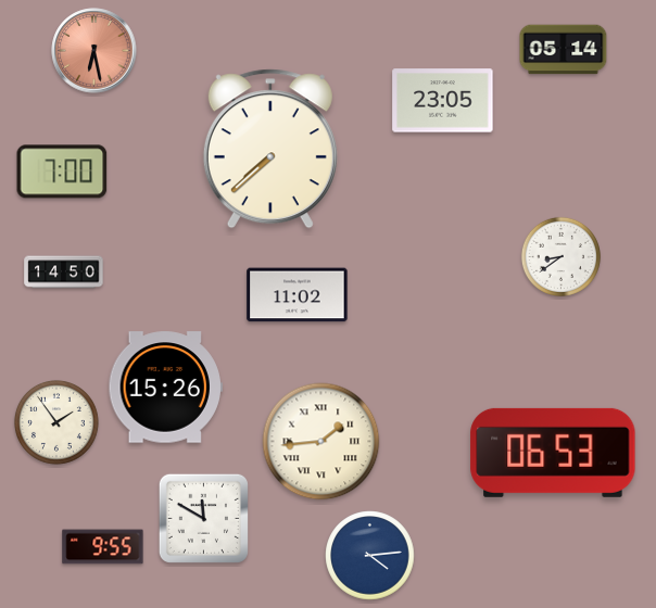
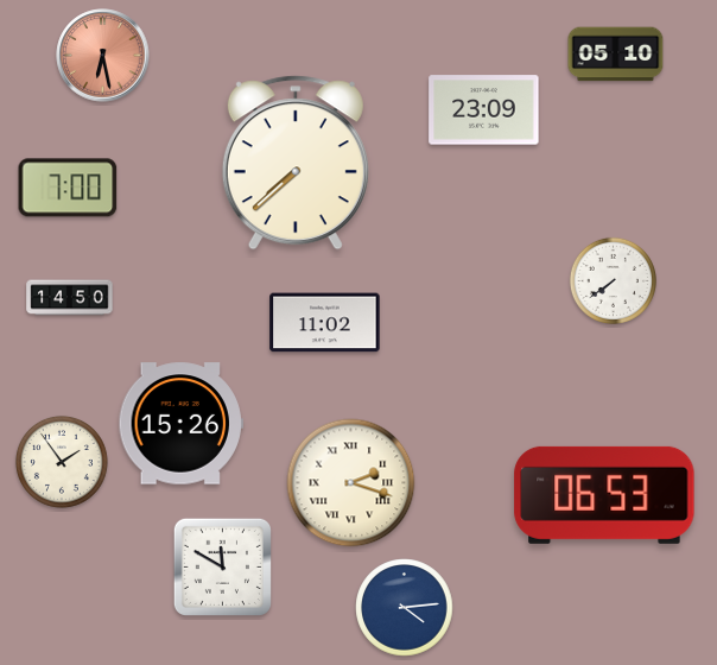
clock at (564, 50): 05:14 -> 05:10
clock at (443, 101): 23:05 -> 23:09
clock at (560, 256): 8:39 -> 7:39
clock at (321, 442): 1:44 -> 2:18
clock at (103, 547): 9:55 -> none
